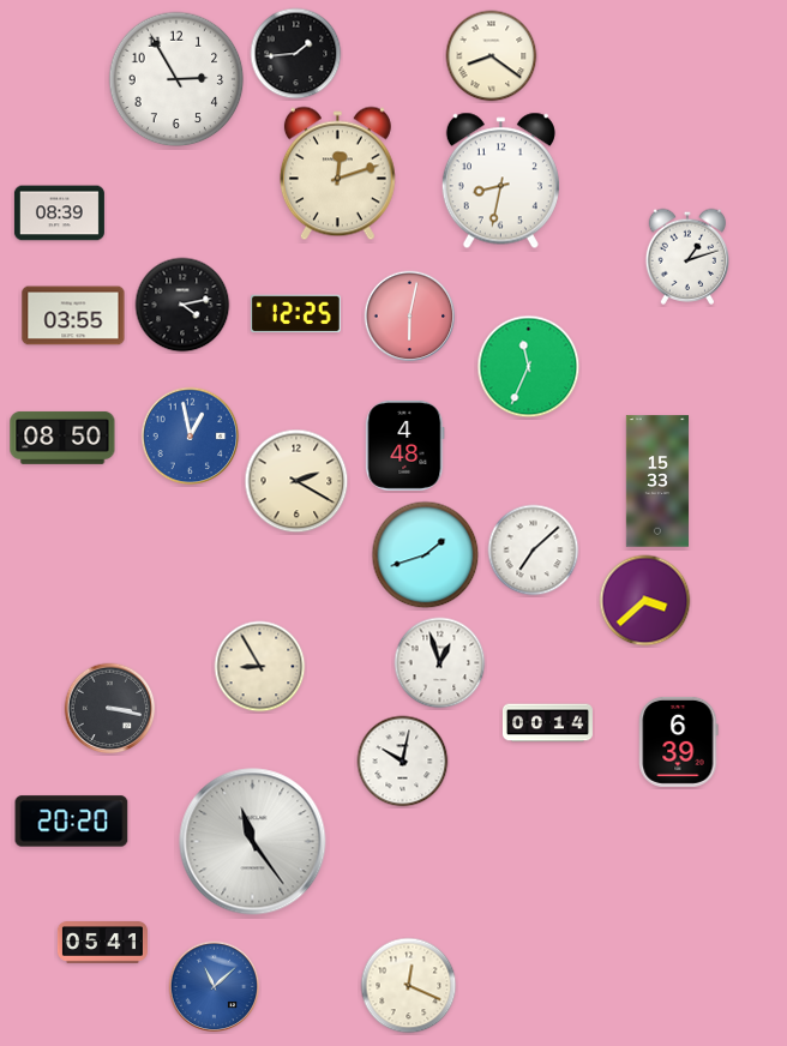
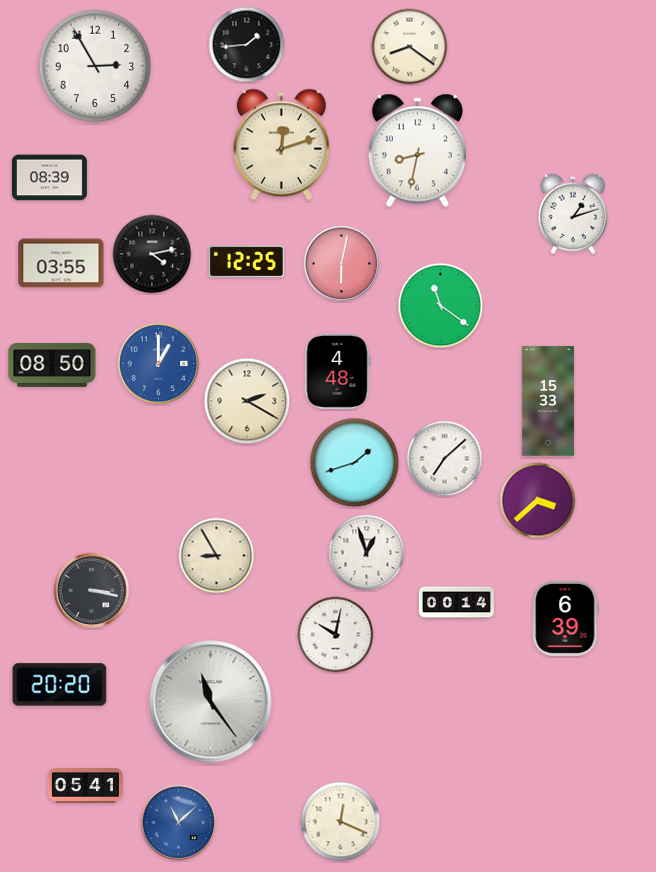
clock at (176, 79) position: (176, 79) -> (95, 66)
clock at (529, 367): 11:34 -> 11:21
clock at (191, 437): 12:58 -> 1:00
